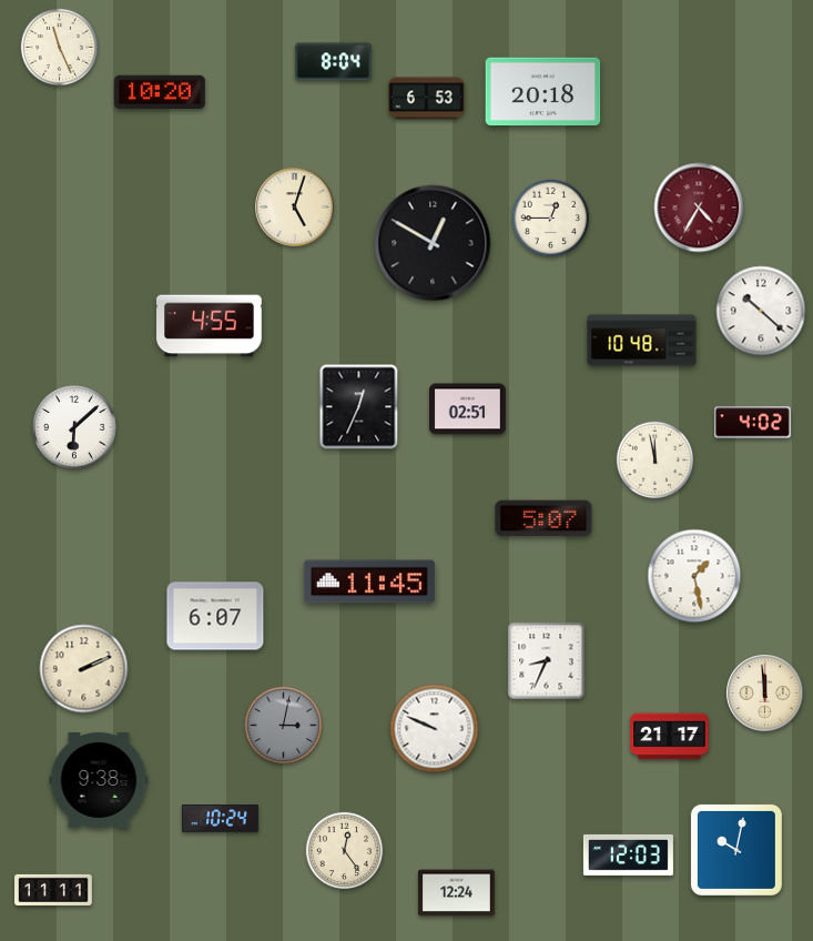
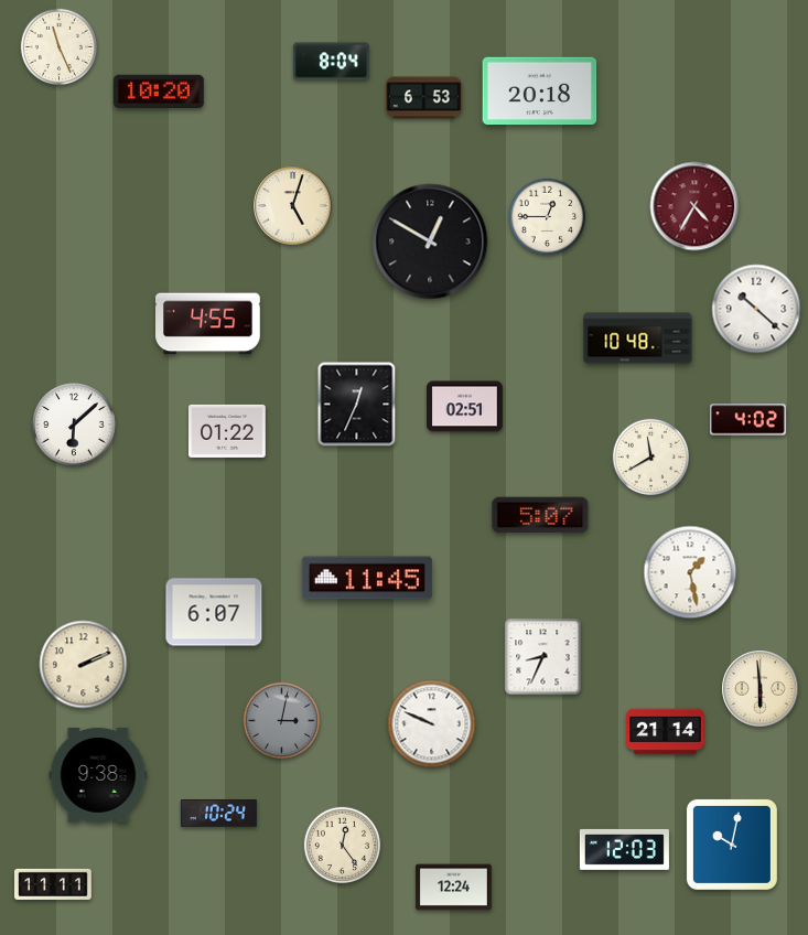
clock at (227, 431): none -> 01:22
clock at (656, 461): 11:58 -> 11:40
clock at (765, 694): 11:59 -> 5:59
clock at (670, 737): 21:17 -> 21:14
